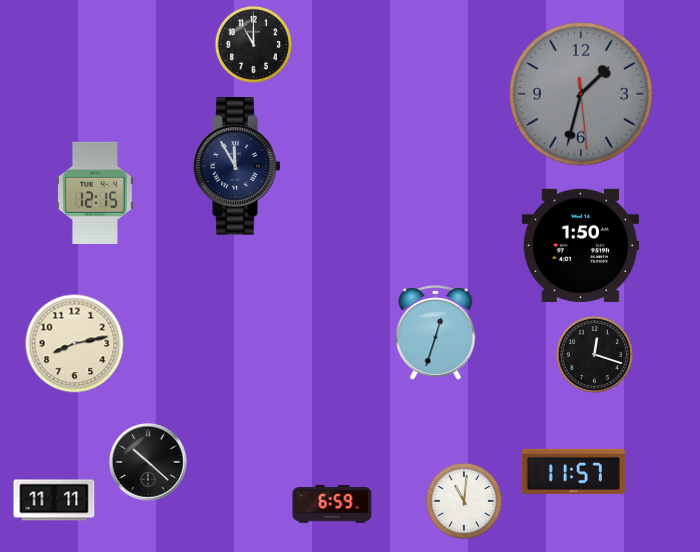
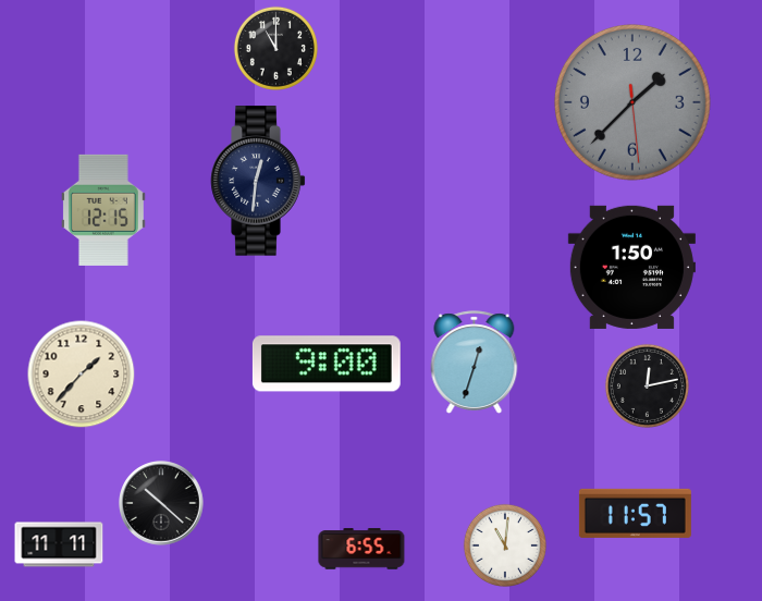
clock at (581, 94): 1:32 -> 1:37
clock at (237, 166): 11:55 -> 12:31
clock at (327, 364): none -> 9:00
clock at (75, 344): 8:13 -> 1:37
clock at (594, 354): 12:18 -> 12:13
clock at (573, 471) position: (573, 471) -> (635, 513)
clock at (332, 504): 6:59 -> 6:55
